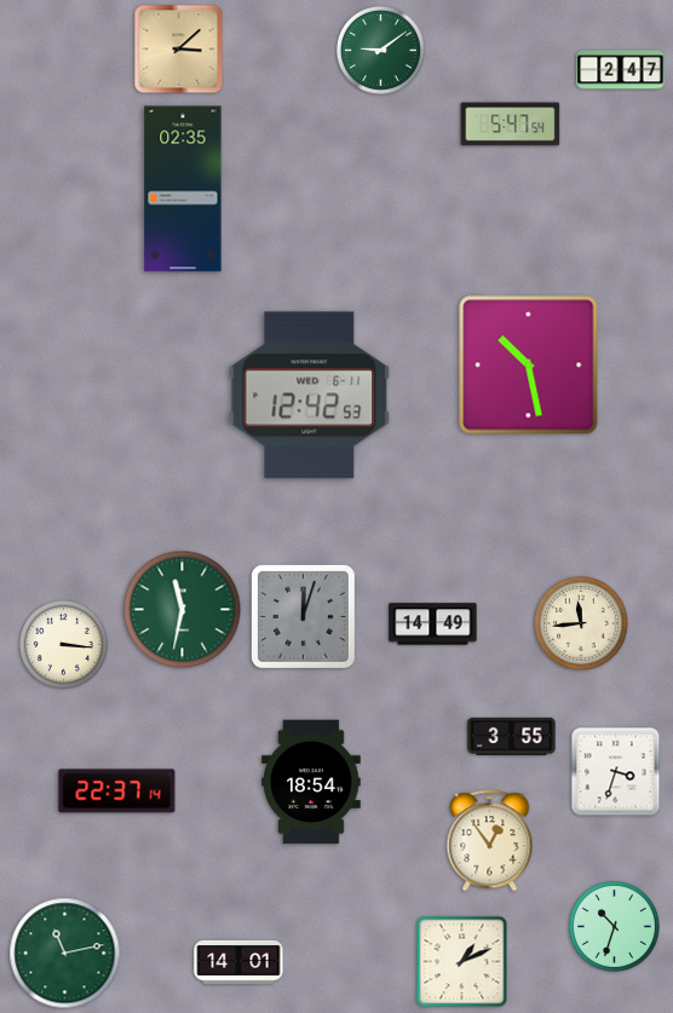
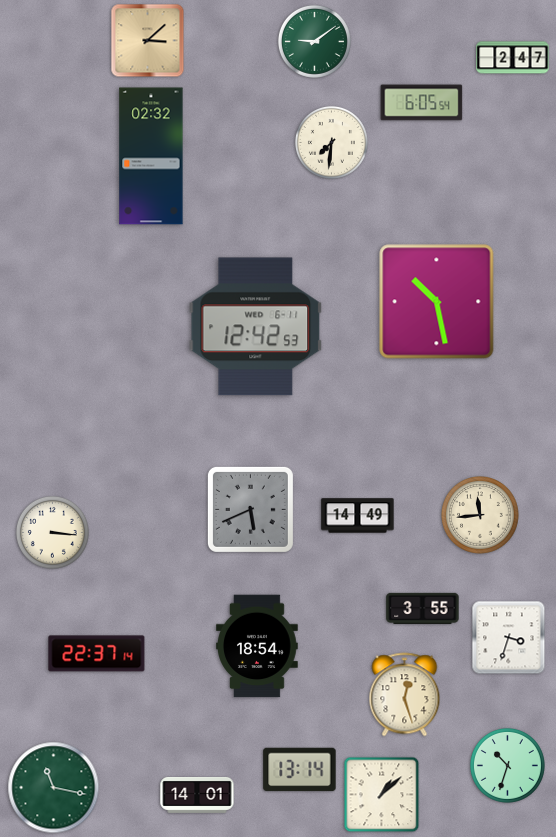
clock at (511, 125): 5:47 -> 6:05
clock at (331, 142): none -> 7:31
clock at (183, 189): 02:35 -> 02:32
clock at (183, 610): 11:32 -> none
clock at (303, 616): 12:03 -> 5:41
clock at (490, 841): 12:54 -> 12:27
clock at (300, 770): none -> 13:14
clock at (65, 954): 11:13 -> 11:17
clock at (462, 962): 1:11 -> 1:08
